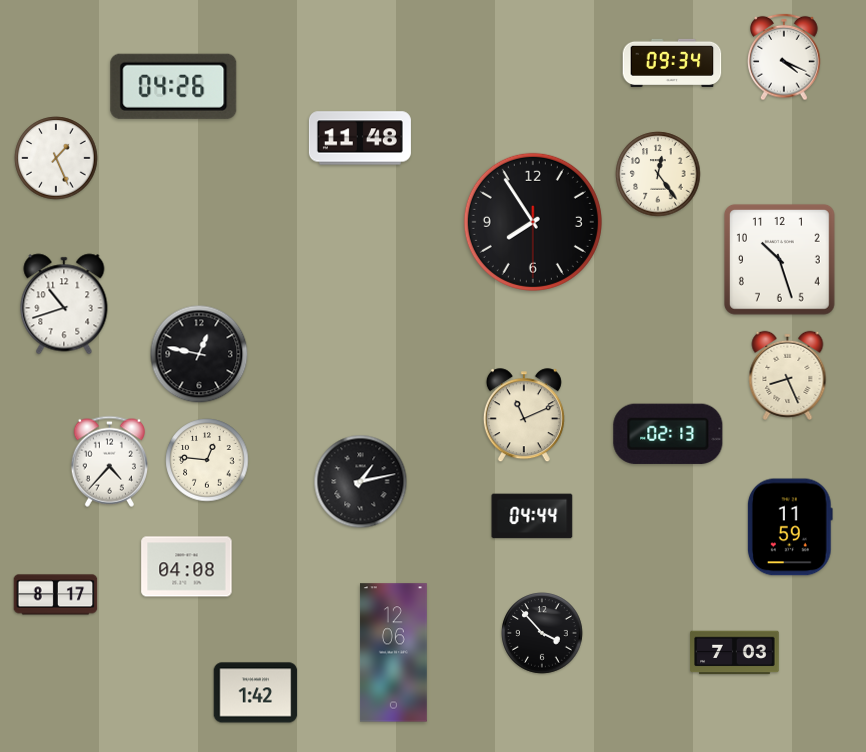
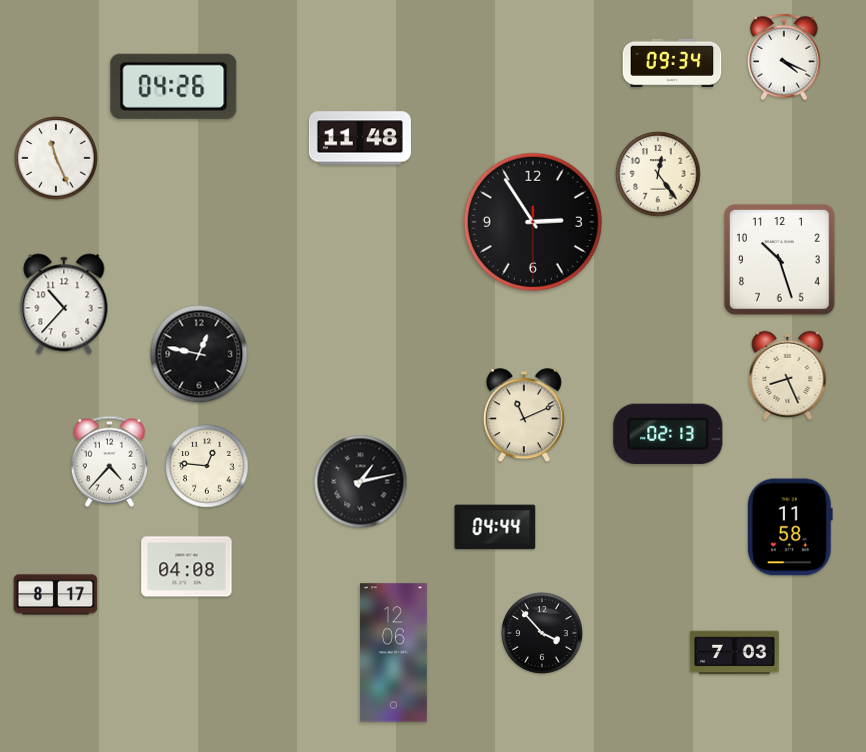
clock at (56, 158): 1:26 -> 11:26
clock at (533, 222): 7:54 -> 2:54
clock at (64, 304): 10:42 -> 10:37
clock at (207, 460) position: (207, 460) -> (207, 466)
clock at (532, 516) position: (532, 516) -> (495, 527)
clock at (790, 527): 11:59 -> 11:58
clock at (256, 693): 1:42 -> none
